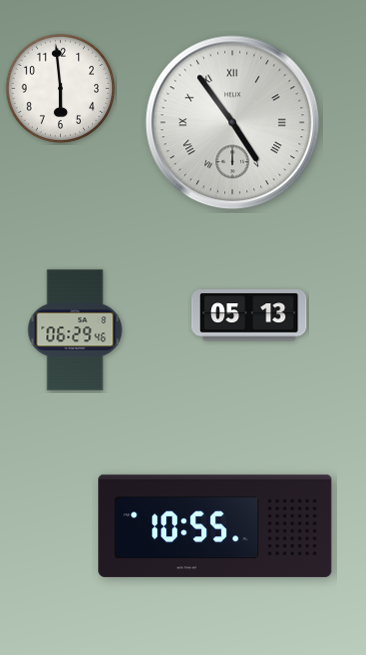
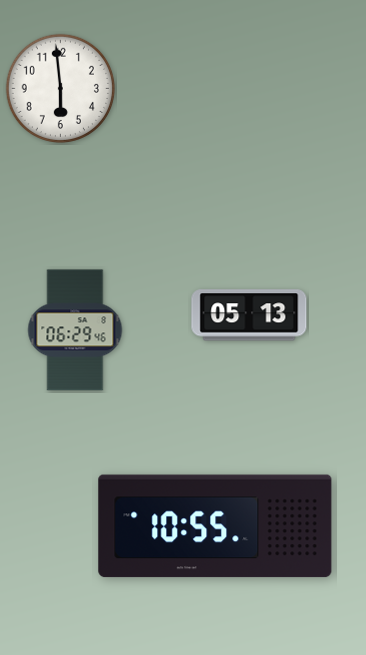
clock at (233, 123): 4:54 -> none
